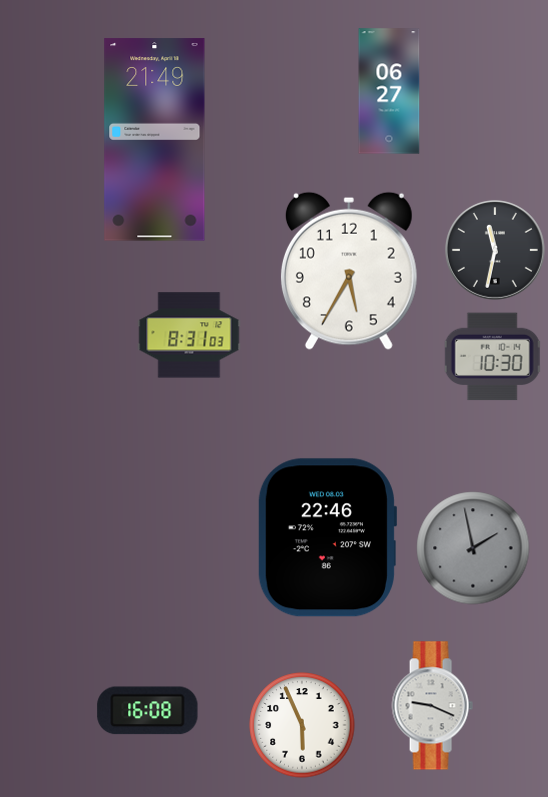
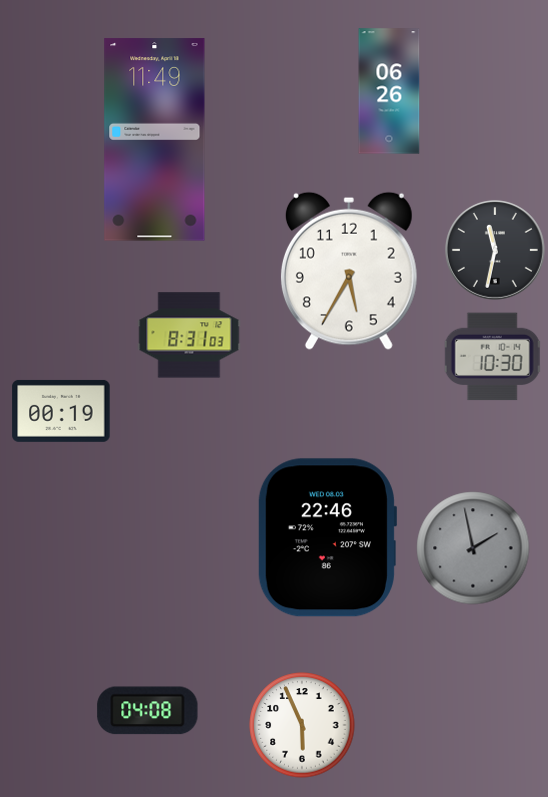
clock at (389, 91): 06:27 -> 06:26
clock at (155, 140): 21:49 -> 11:49
clock at (61, 411): none -> 00:19
clock at (432, 706): 9:19 -> none
clock at (148, 711): 16:08 -> 04:08
